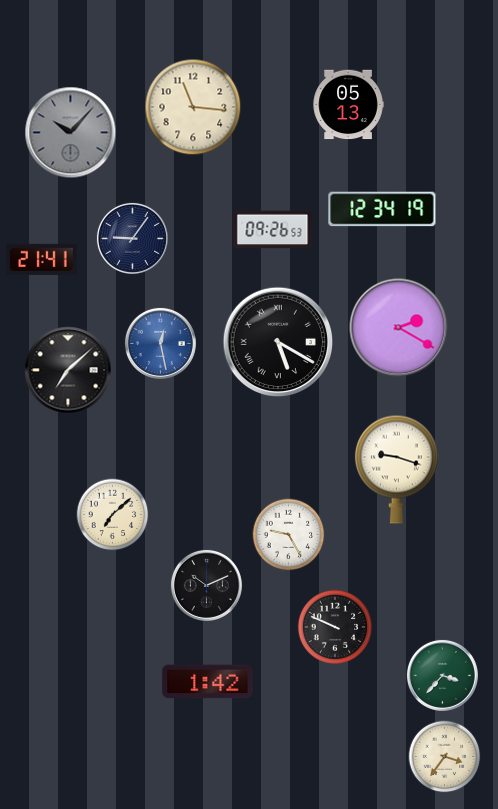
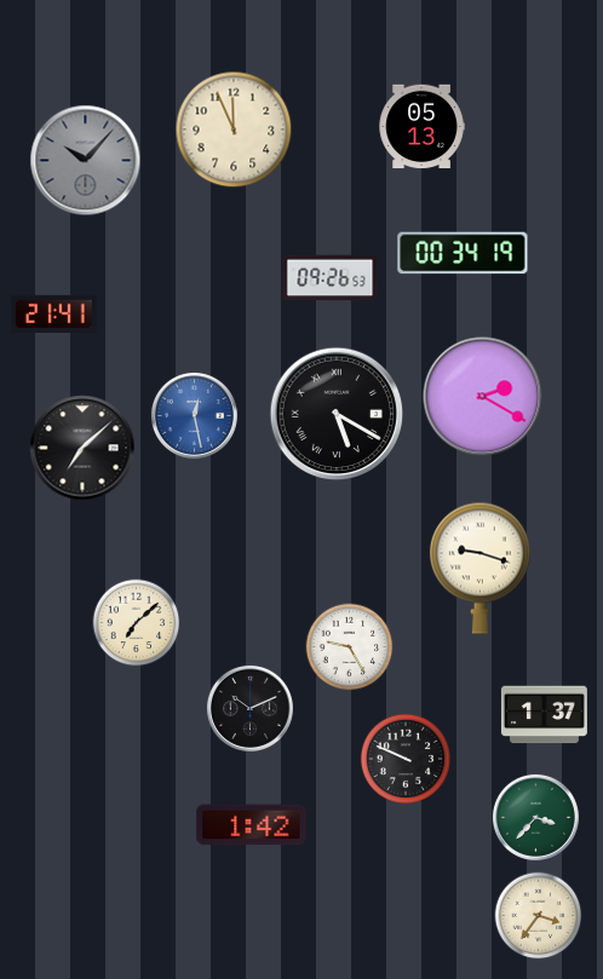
clock at (193, 107): 11:16 -> 11:56
clock at (382, 209): 12:34 -> 00:34
clock at (132, 238): 9:06 -> none
clock at (41, 259) position: (41, 259) -> (53, 313)
clock at (544, 715): none -> 1:37
